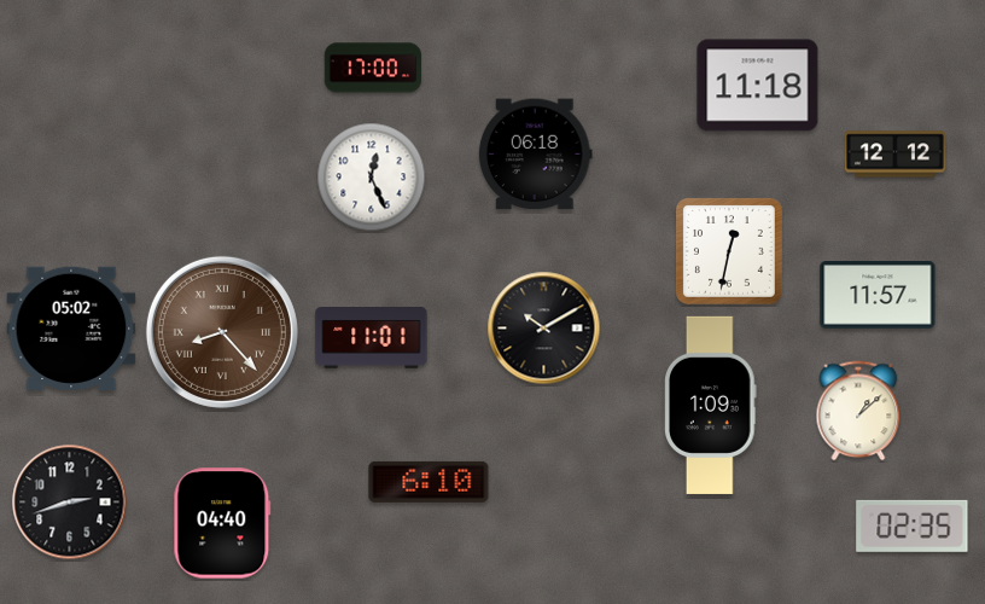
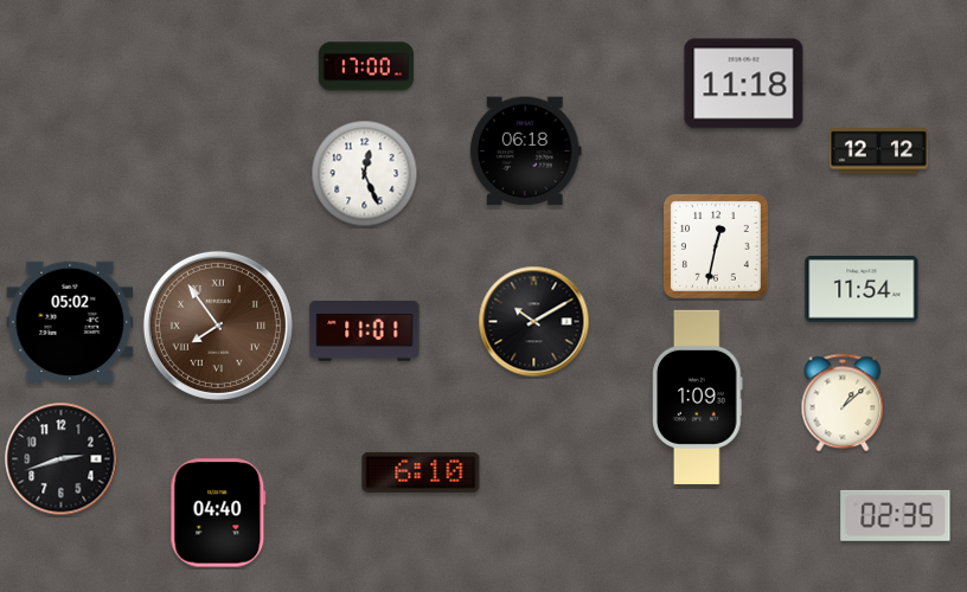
clock at (878, 296): 11:57 -> 11:54
clock at (222, 332): 8:23 -> 7:54
clock at (70, 503) position: (70, 503) -> (62, 459)
